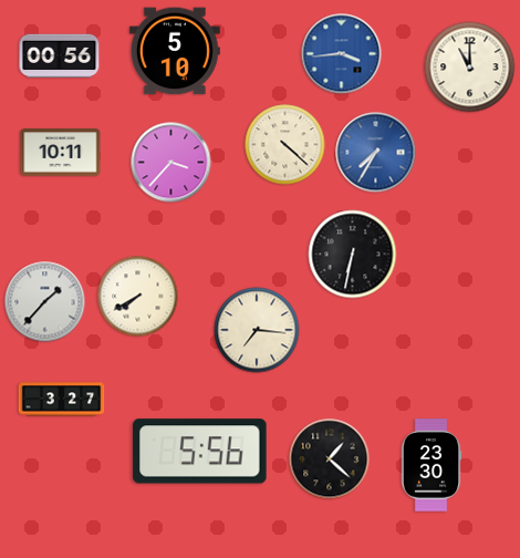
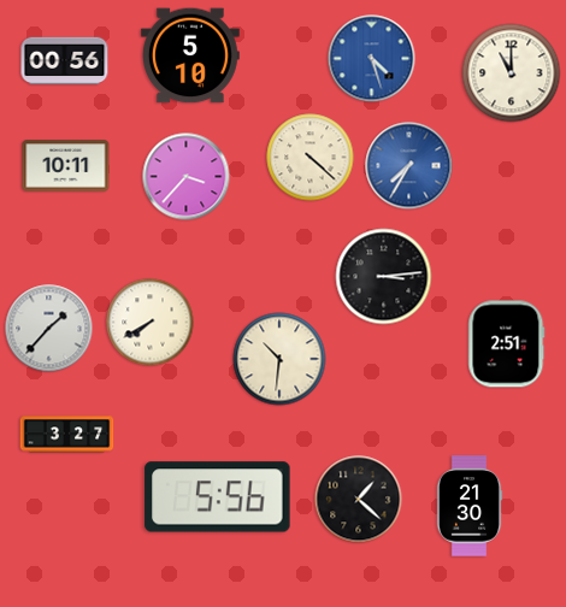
clock at (342, 54): 3:44 -> 4:27
clock at (353, 255): 6:32 -> 3:14
clock at (507, 344): none -> 2:51
clock at (257, 330): 7:16 -> 10:31
clock at (200, 452) position: (200, 452) -> (218, 497)
clock at (431, 465): 23:30 -> 21:30
